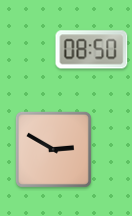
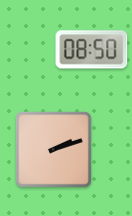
clock at (53, 149): 2:50 -> 2:12
